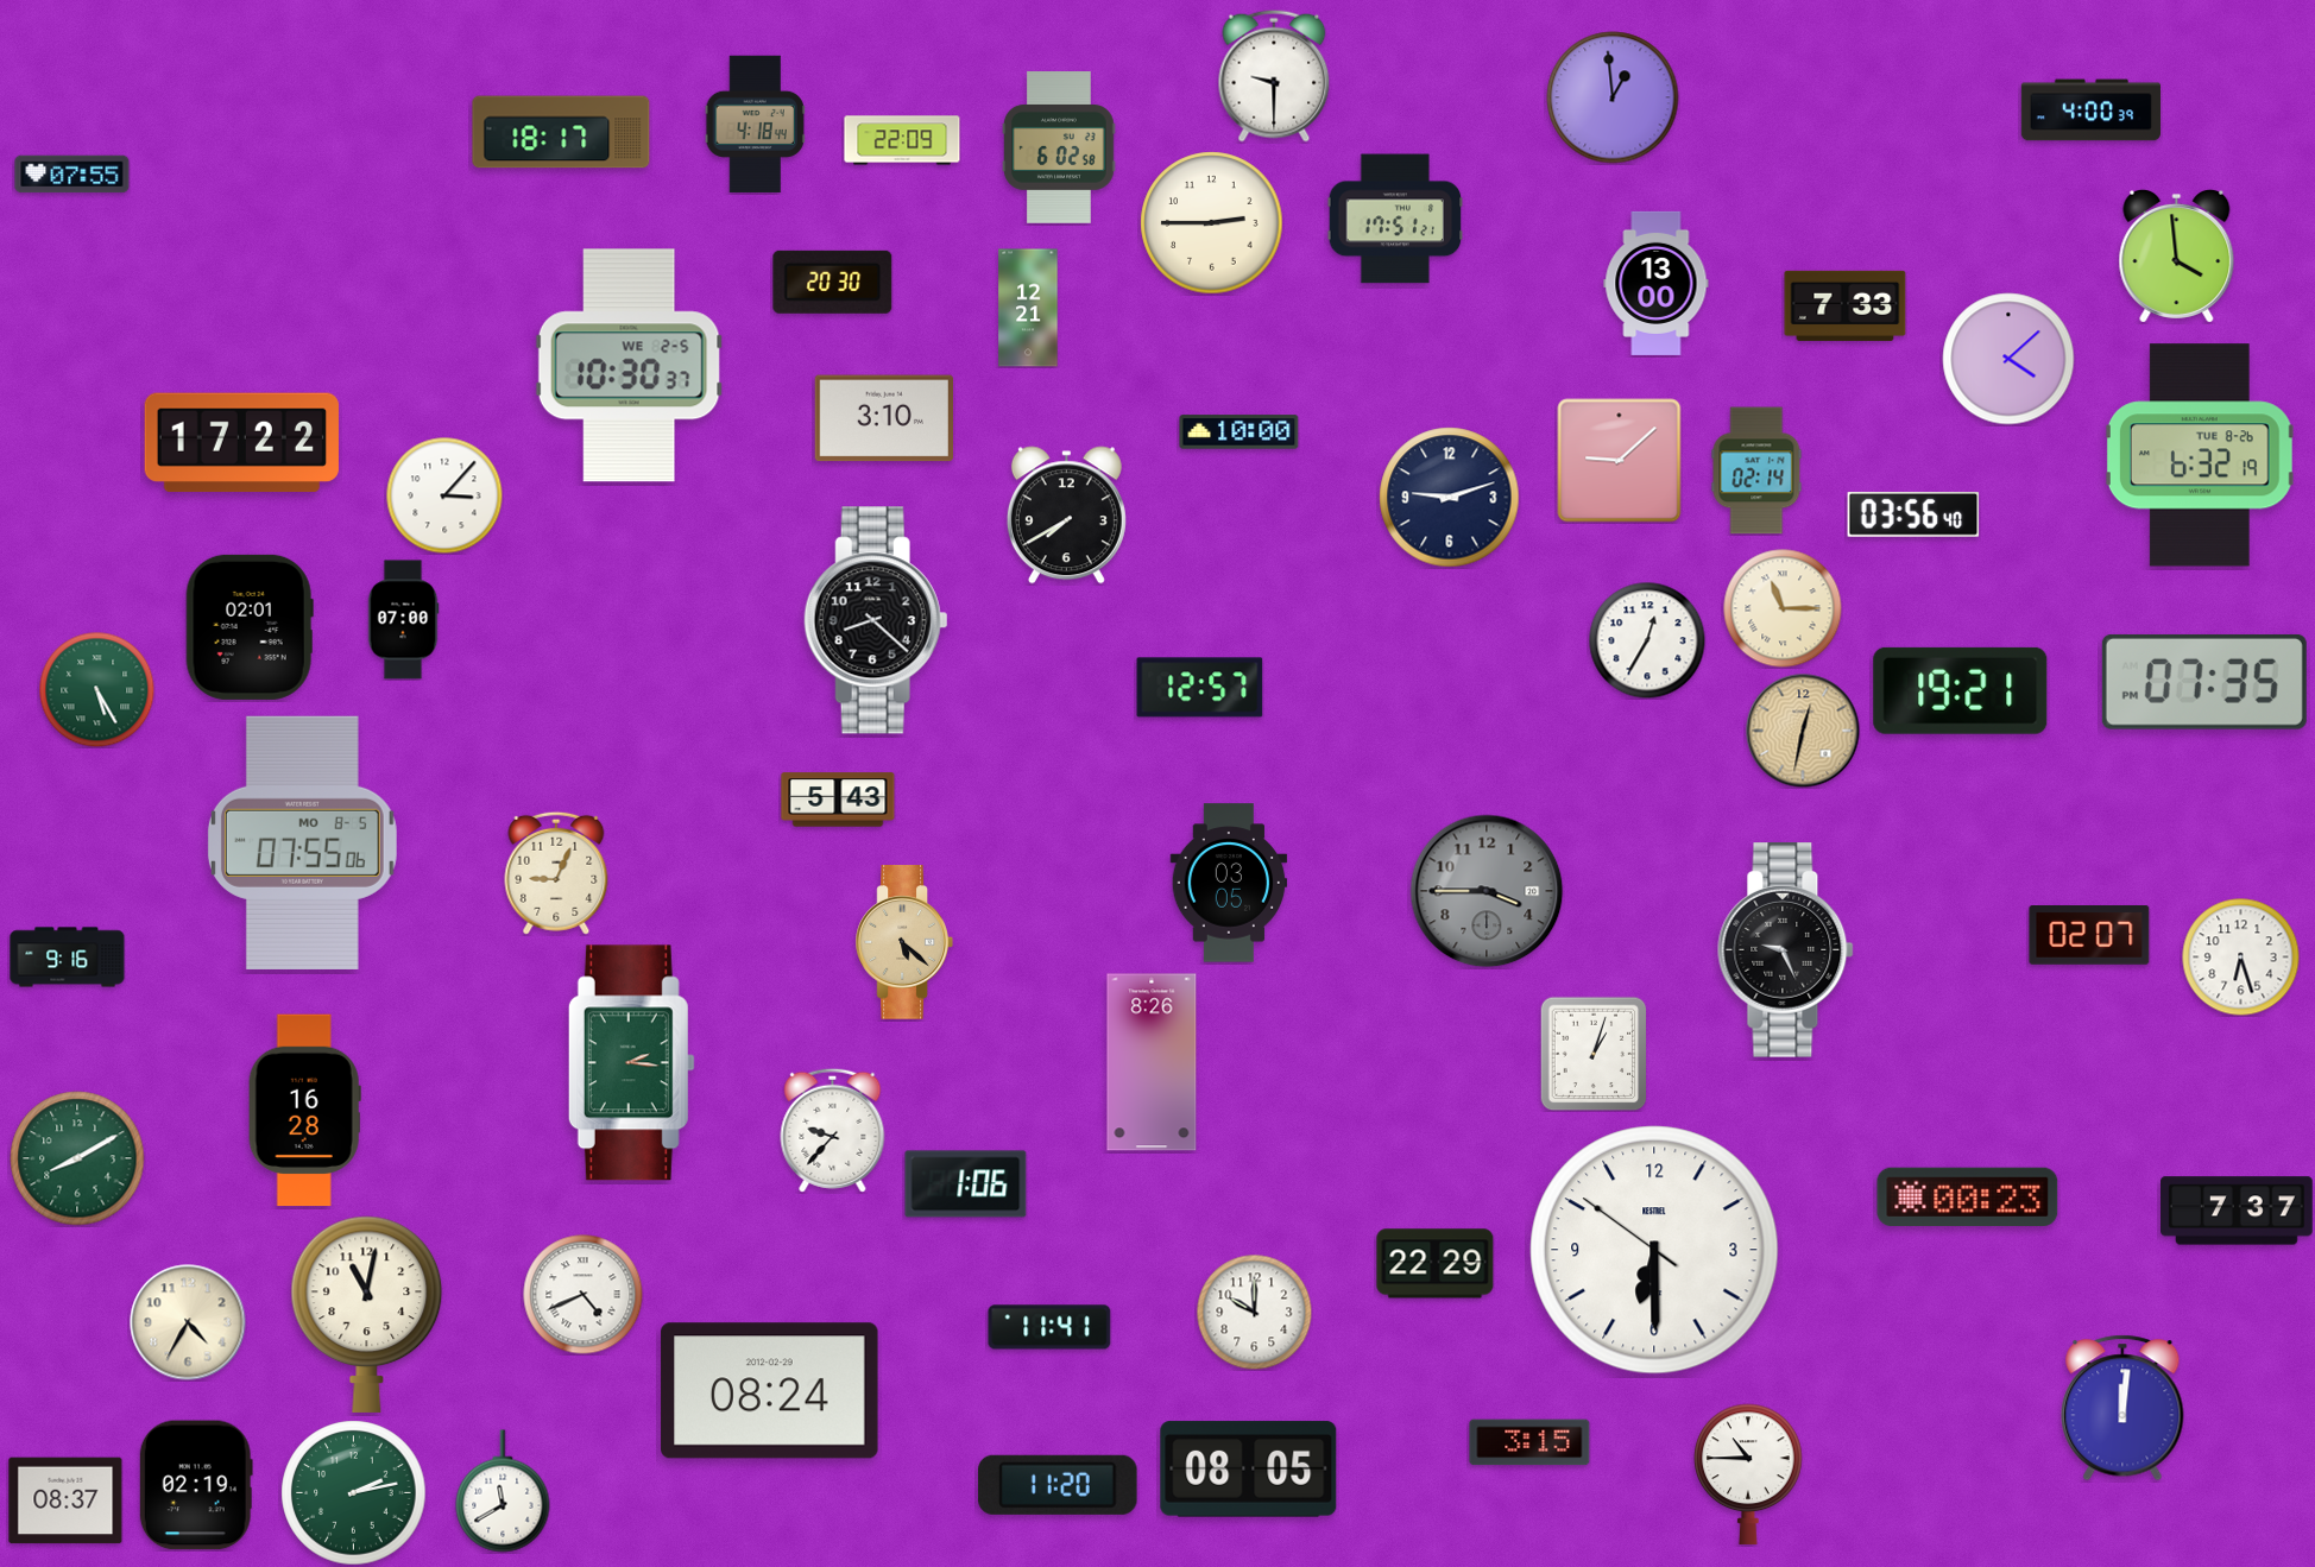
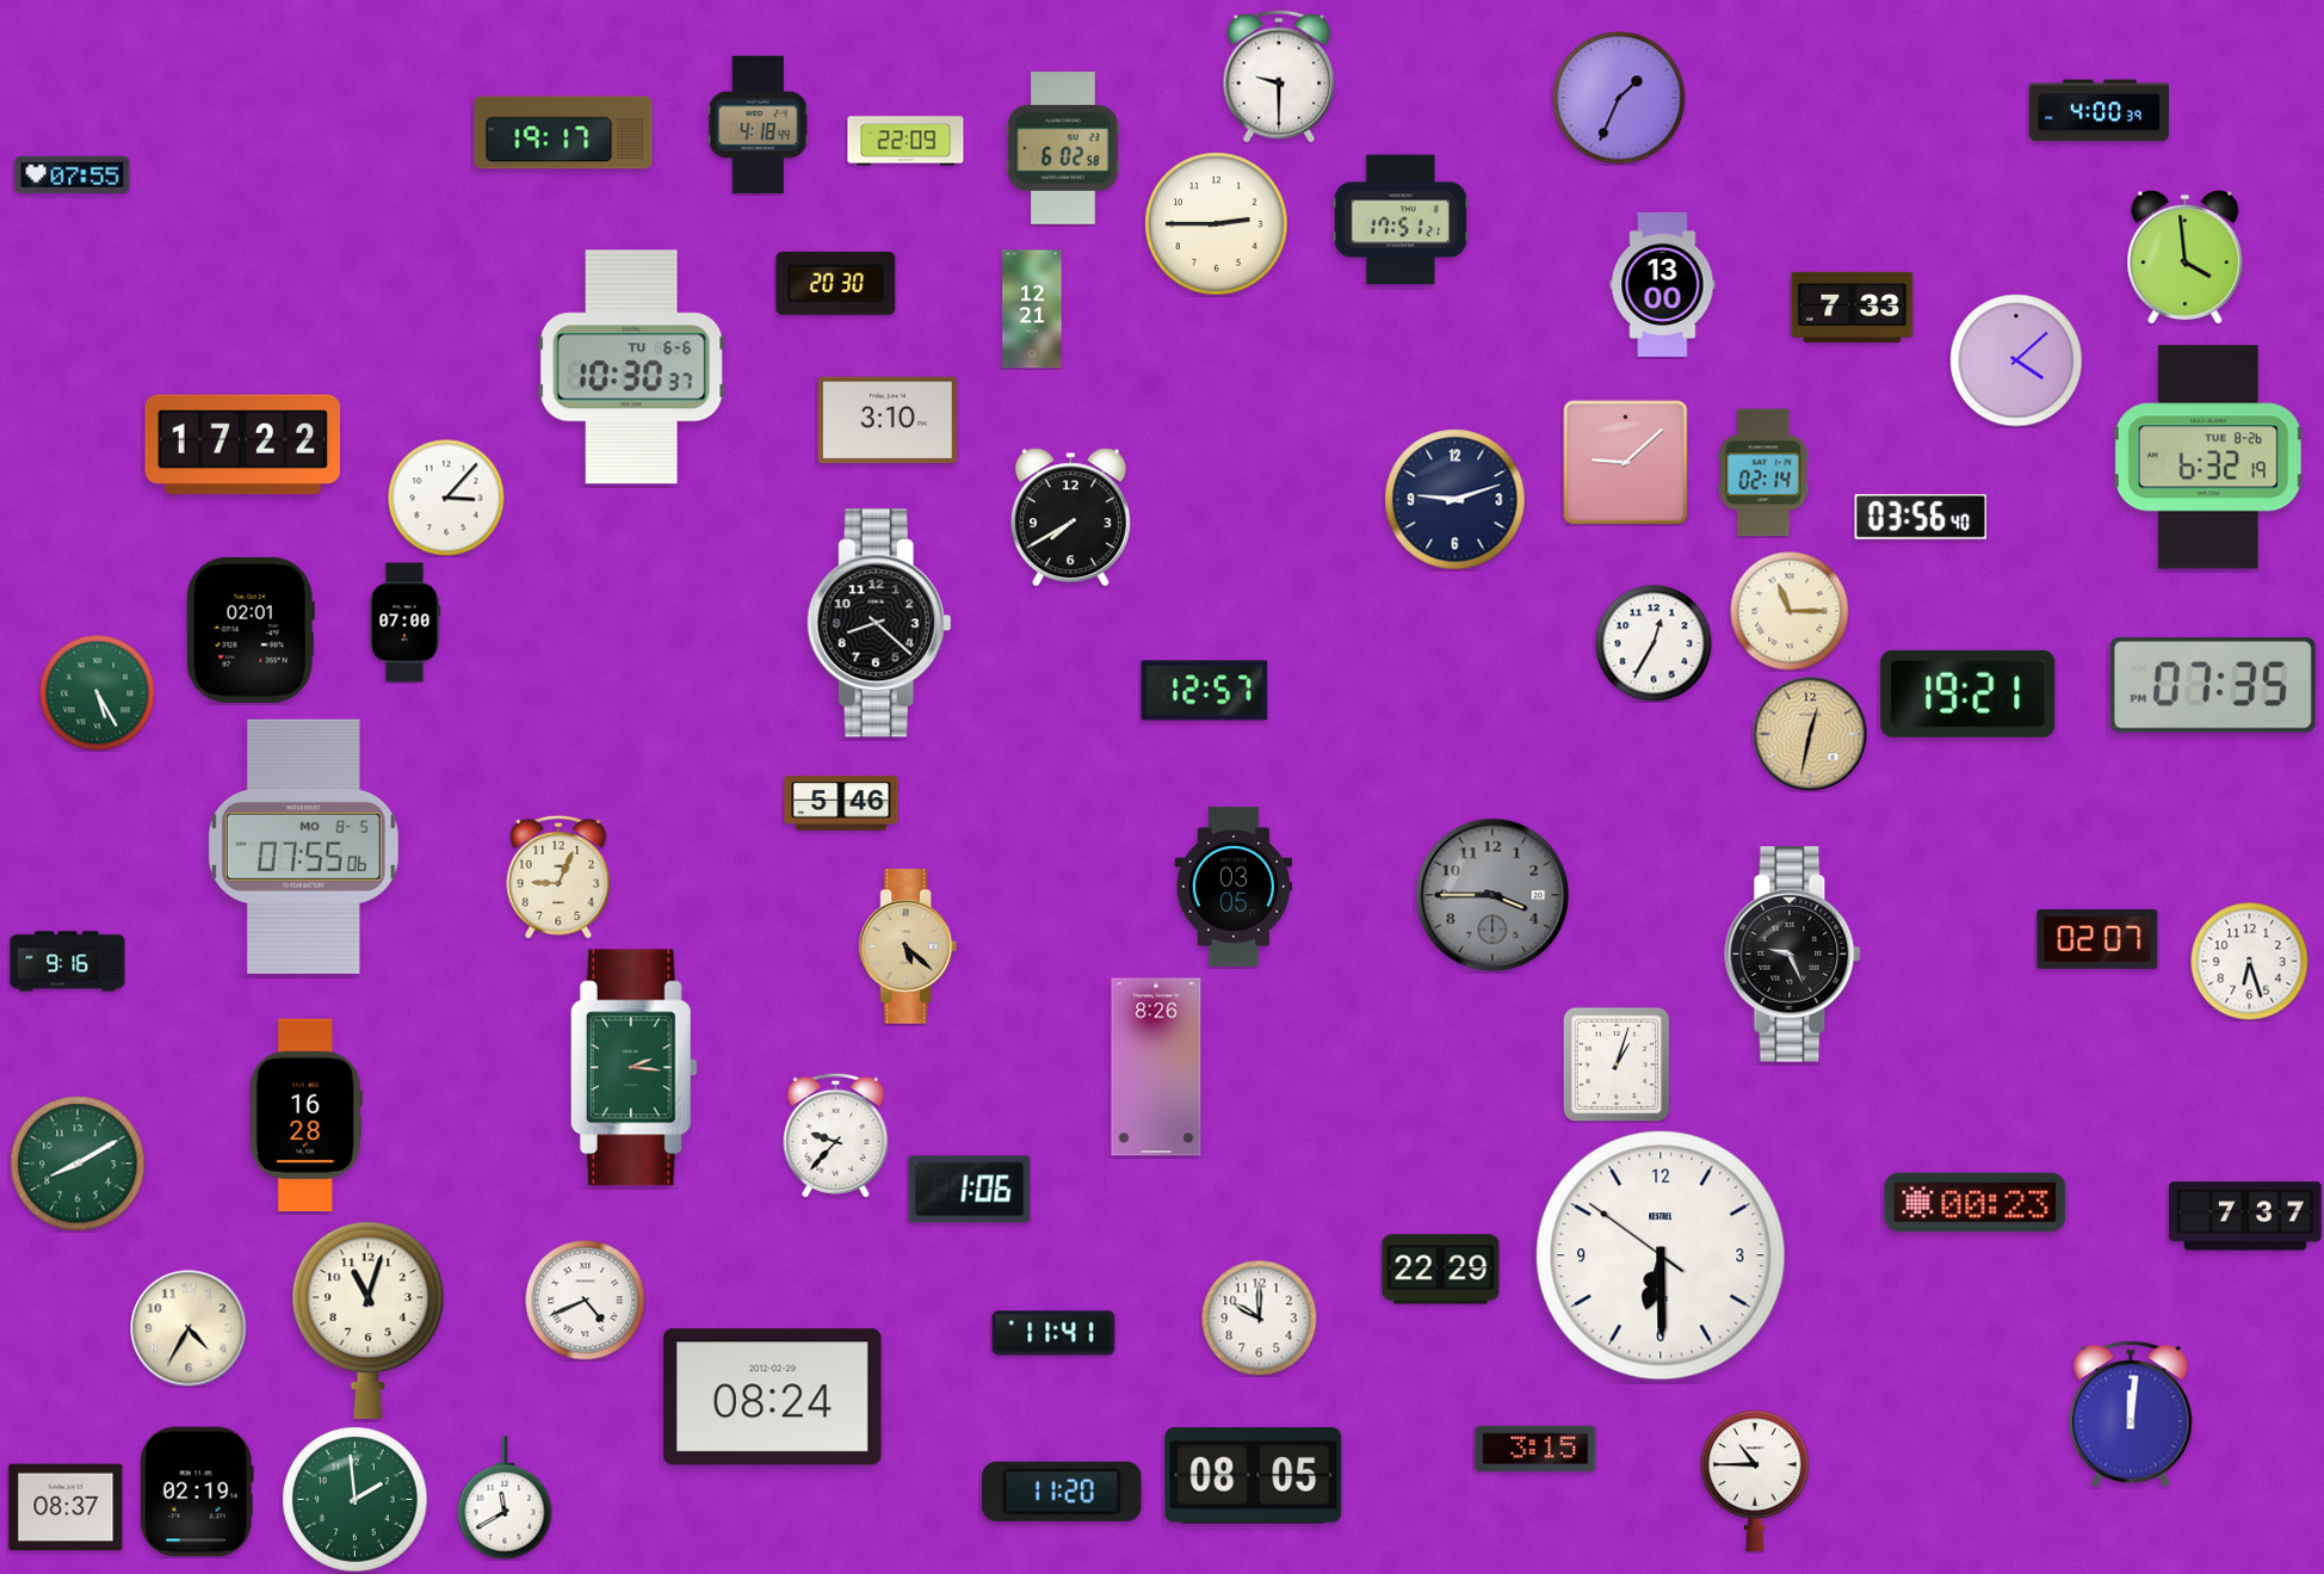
clock at (1613, 97): 12:59 -> 1:34
clock at (561, 132): 18:17 -> 19:17
clock at (629, 366) date: WE 2-5 -> TU 6-6
clock at (1239, 432): 10:00 -> none
clock at (838, 800): 5:43 -> 5:46
clock at (1594, 1054) position: (1594, 1054) -> (1617, 1064)
clock at (367, 1314): 11:02 -> 11:03
clock at (354, 1493): 2:13 -> 1:59
